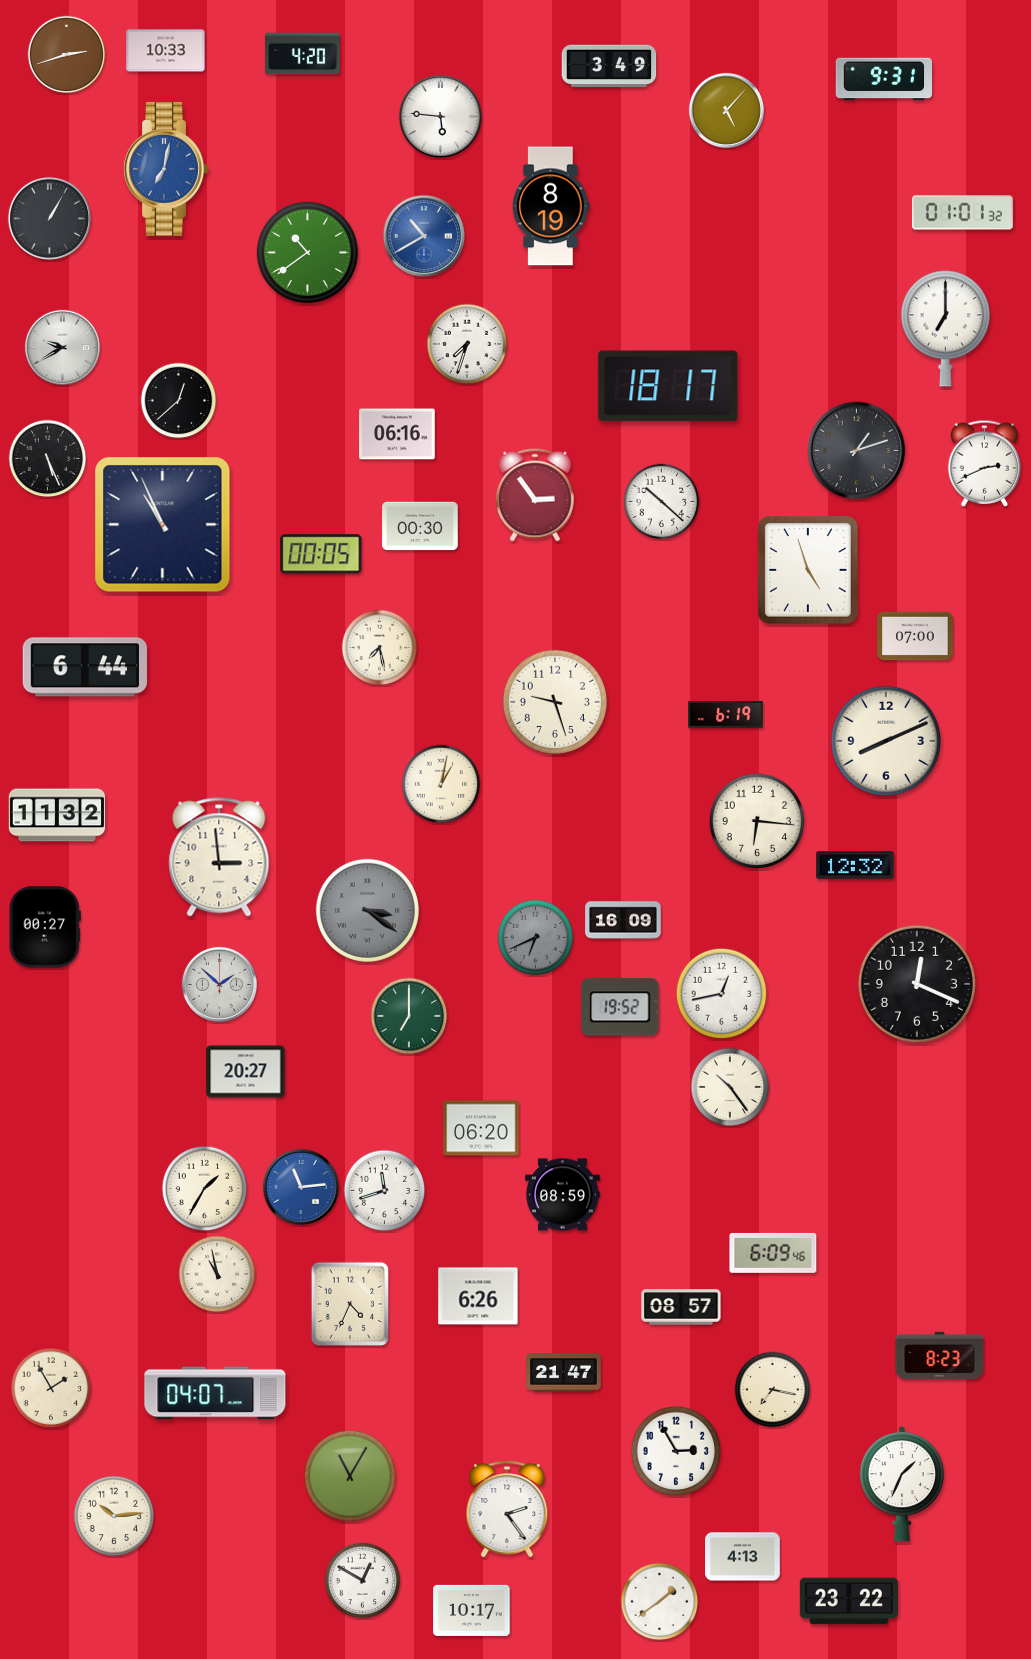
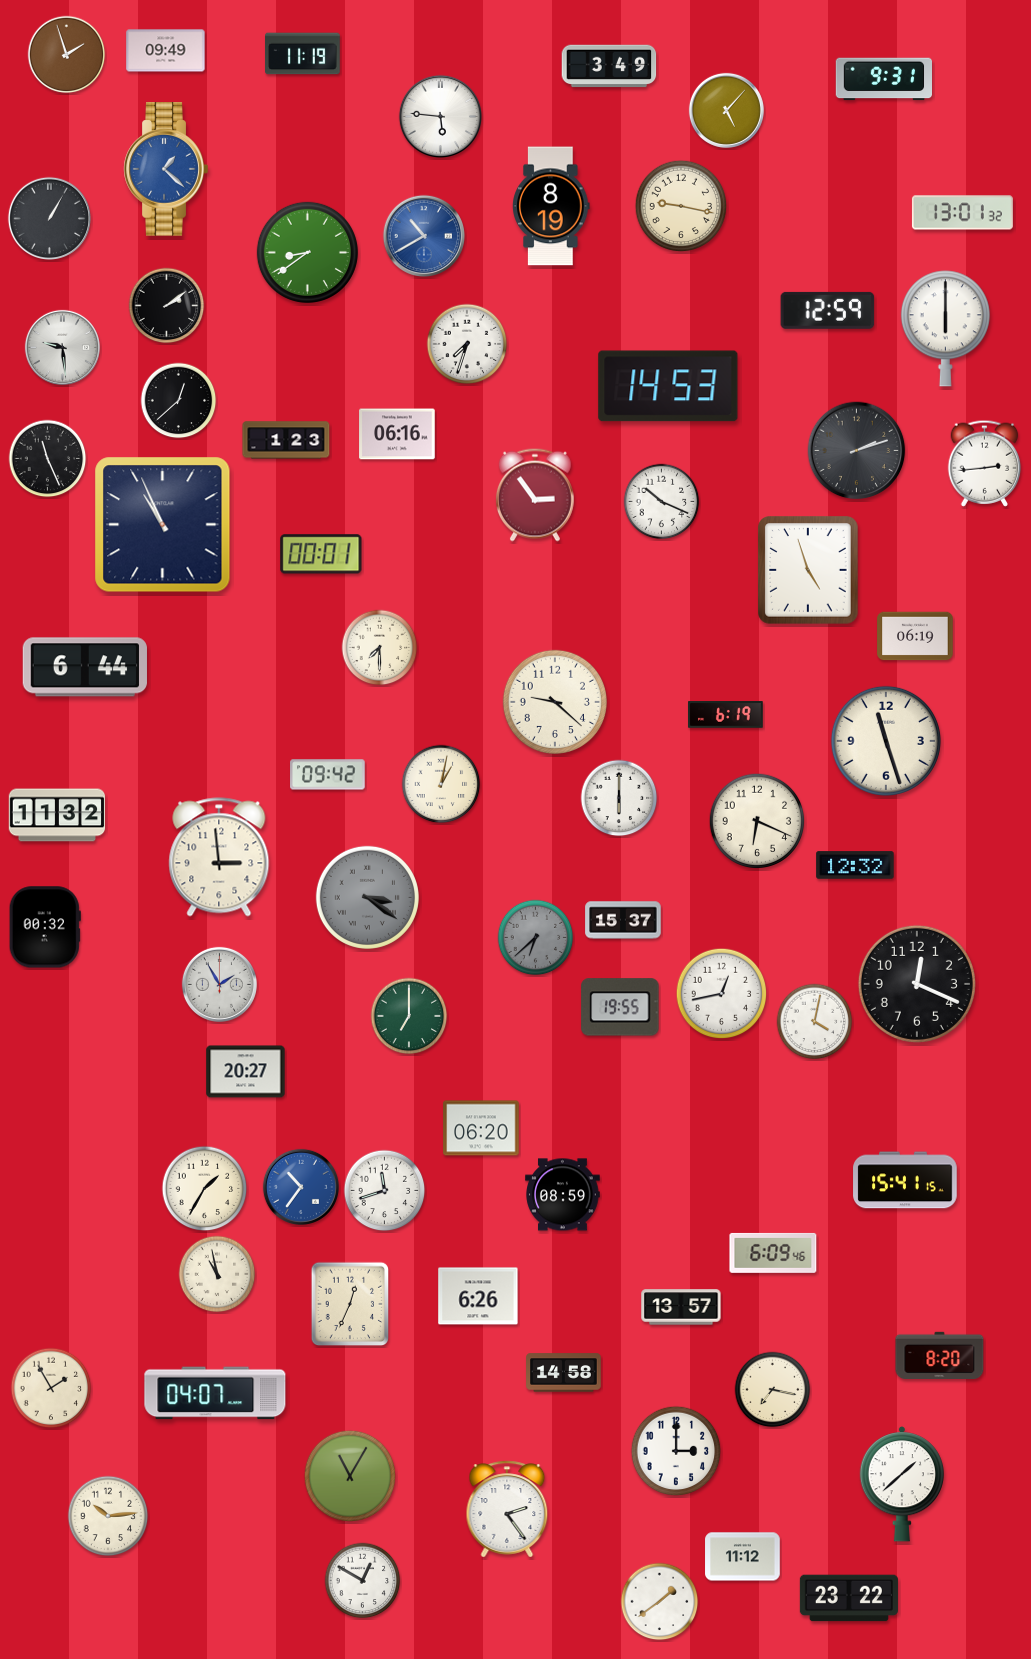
clock at (166, 51): 10:33 -> 09:49
clock at (303, 54): 4:20 -> 11:19
clock at (67, 55): 2:42 -> 1:57
clock at (166, 169): 7:02 -> 1:22
clock at (681, 206): none -> 9:17
clock at (962, 213): 01:01 -> 13:01
clock at (307, 252): 10:39 -> 8:39
clock at (167, 306): none -> 2:09
clock at (828, 310): none -> 12:59
clock at (945, 329): 7:00 -> 6:00
clock at (62, 347): 9:40 -> 9:29
clock at (668, 386): 18:17 -> 14:53
clock at (286, 440): none -> 1:23
clock at (857, 451): 1:12 -> 2:12
clock at (48, 459): 5:26 -> 11:26
clock at (985, 463): 2:41 -> 2:44
clock at (662, 502): 10:22 -> 10:19
clock at (420, 526): 00:30 -> none
clock at (321, 554): 00:05 -> 00:01
clock at (915, 636): 07:00 -> 06:19
clock at (380, 648): 7:28 -> 7:30
clock at (555, 702): 9:27 -> 9:22
clock at (886, 741): 8:11 -> 11:27
clock at (328, 775): none -> 09:42
clock at (619, 798): none -> 6:00
clock at (757, 821): 6:16 -> 6:19
clock at (367, 910) position: (367, 910) -> (367, 897)
clock at (623, 920): 16:09 -> 15:37
clock at (45, 927): 00:27 -> 00:32
clock at (536, 938): 6:41 -> 6:38
clock at (219, 984): 1:52 -> 1:55
clock at (620, 1007): 19:52 -> 19:55
clock at (815, 1022): none -> 4:02
clock at (730, 1087): 10:24 -> none
clock at (905, 1180): none -> 15:41
clock at (301, 1187): 11:14 -> 10:36
clock at (350, 1304): 4:34 -> 12:34
clock at (681, 1307): 08:57 -> 13:57
clock at (940, 1355): 8:23 -> 8:20
clock at (564, 1373): 21:47 -> 14:58
clock at (676, 1451): 2:55 -> 3:00
clock at (901, 1484): 1:34 -> 1:38
clock at (114, 1516) position: (114, 1516) -> (108, 1516)
clock at (743, 1557): 4:13 -> 11:12
clock at (849, 1601) position: (849, 1601) -> (849, 1598)
clock at (472, 1610): 10:17 -> none
